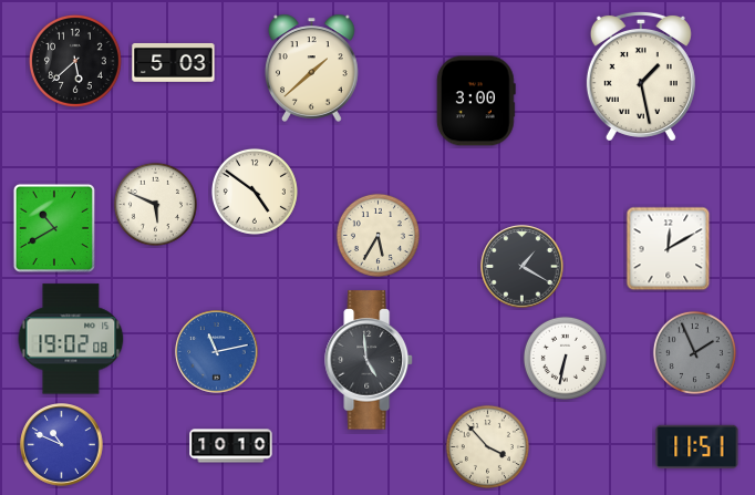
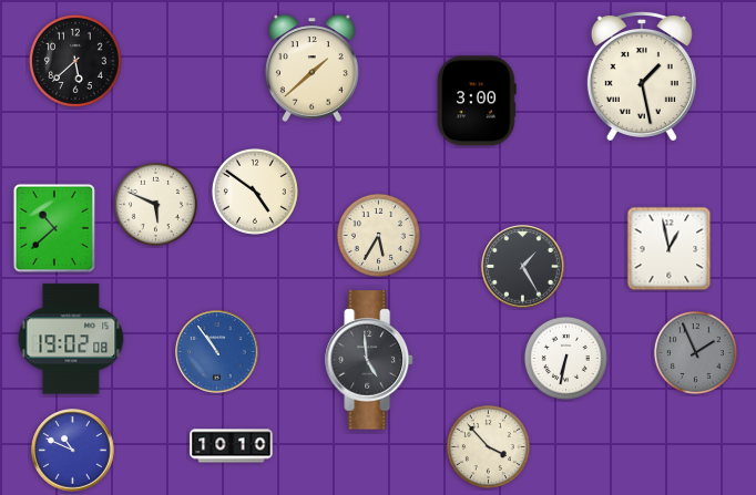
clock at (174, 62): 5:03 -> none
clock at (54, 228): 10:40 -> 10:38
clock at (669, 249): 12:10 -> 12:58
clock at (523, 267): 1:20 -> 1:25
clock at (217, 352): 11:13 -> 10:54
clock at (62, 445) position: (62, 445) -> (73, 451)
clock at (697, 446): 11:51 -> none
